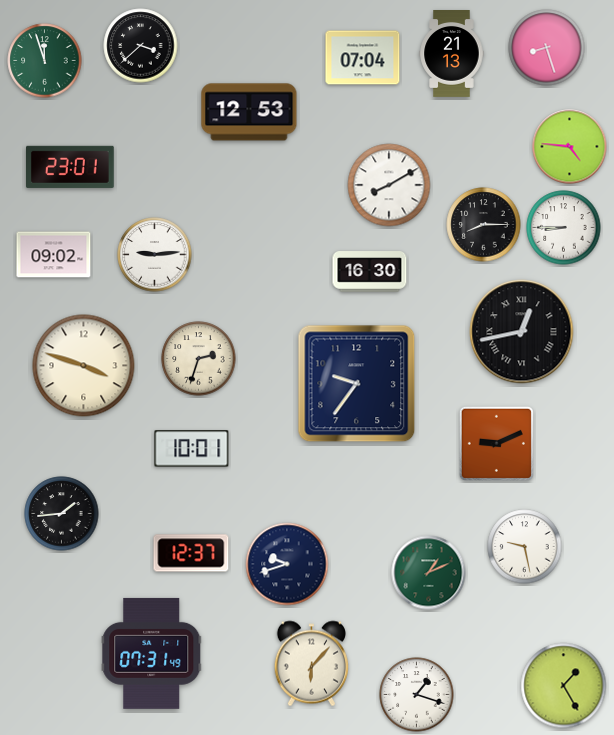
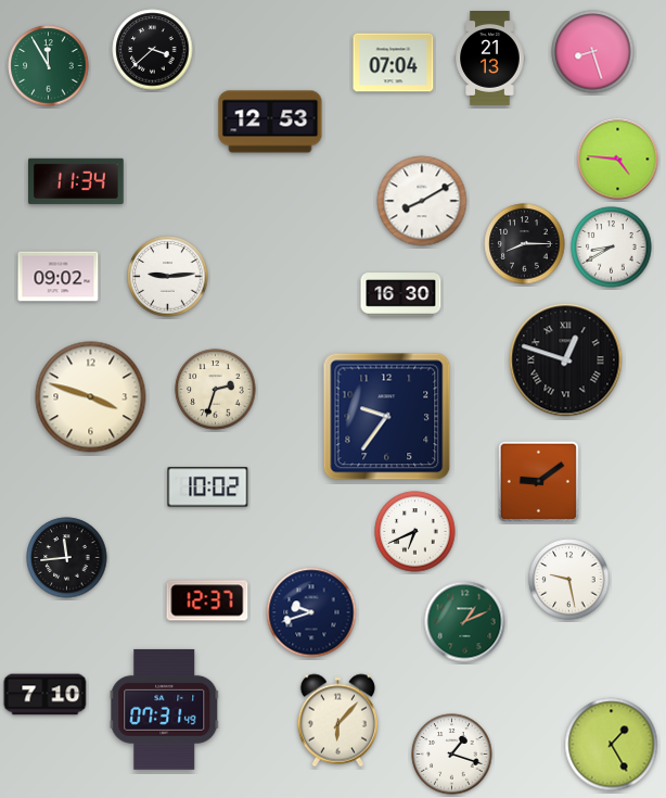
clock at (45, 61): 11:57 -> 11:55
clock at (71, 167): 23:01 -> 11:34
clock at (564, 228): 8:45 -> 8:40
clock at (522, 332): 12:43 -> 12:48
clock at (496, 443): 9:11 -> 9:09
clock at (192, 449): 10:01 -> 10:02
clock at (415, 532): none -> 6:41
clock at (62, 514): 1:44 -> 11:44
clock at (525, 547) position: (525, 547) -> (569, 580)
clock at (46, 695): none -> 7:10
